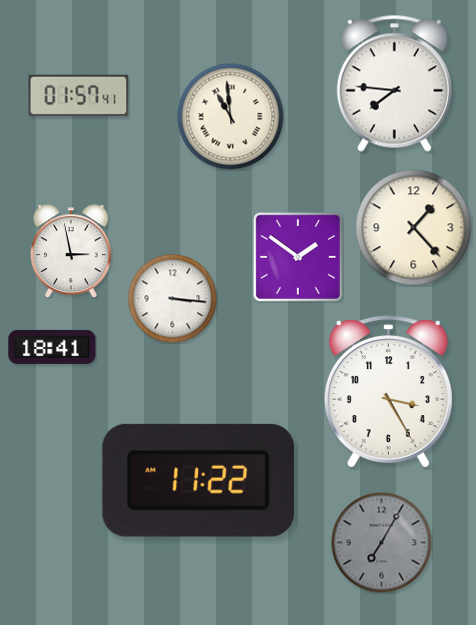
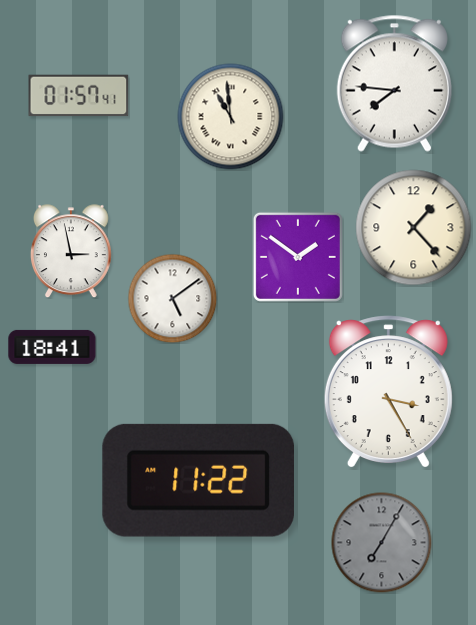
clock at (172, 298): 3:16 -> 5:09
